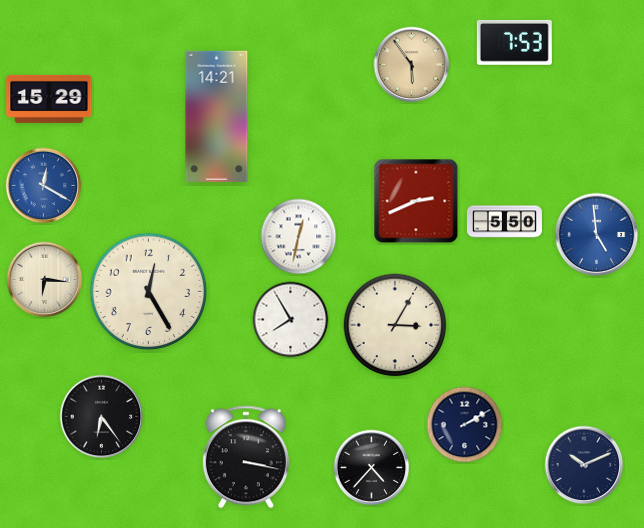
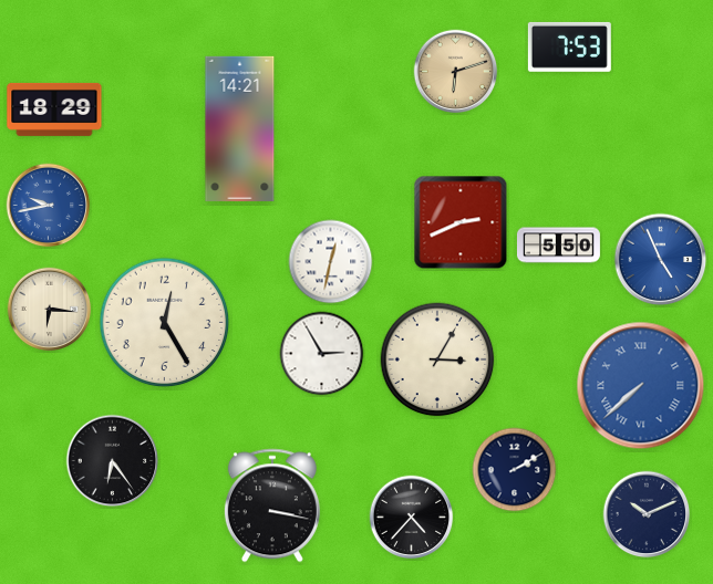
clock at (412, 65): 5:54 -> 6:12
clock at (49, 99): 15:29 -> 18:29
clock at (44, 186): 12:20 -> 9:43
clock at (597, 235): 4:59 -> 4:56
clock at (291, 320): 7:55 -> 2:55
clock at (641, 386): none -> 7:38
